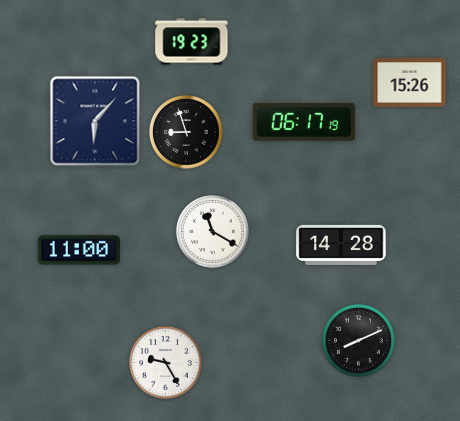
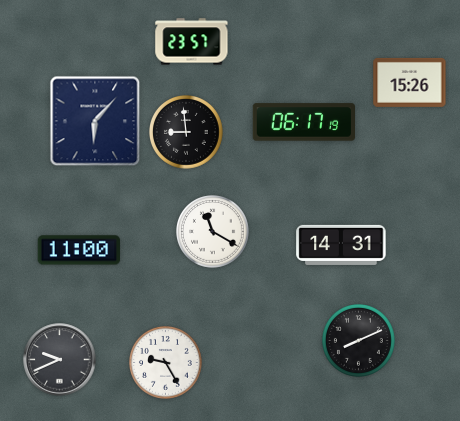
clock at (192, 42): 19:23 -> 23:57
clock at (187, 133): 8:57 -> 8:59
clock at (341, 245): 14:28 -> 14:31
clock at (60, 360): none -> 9:41
